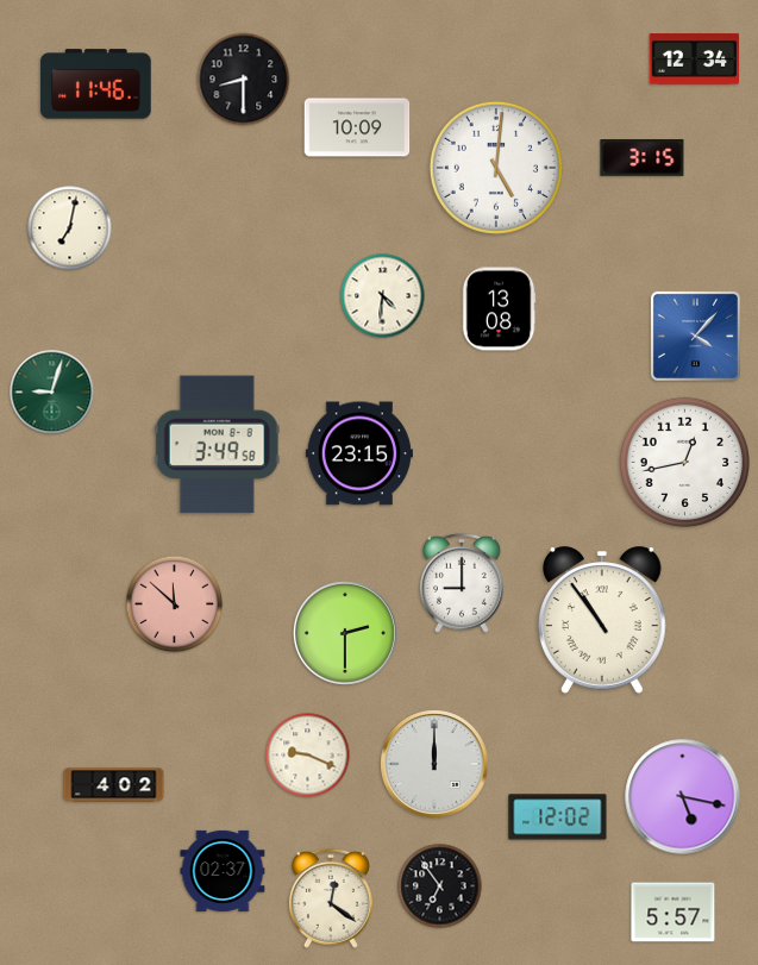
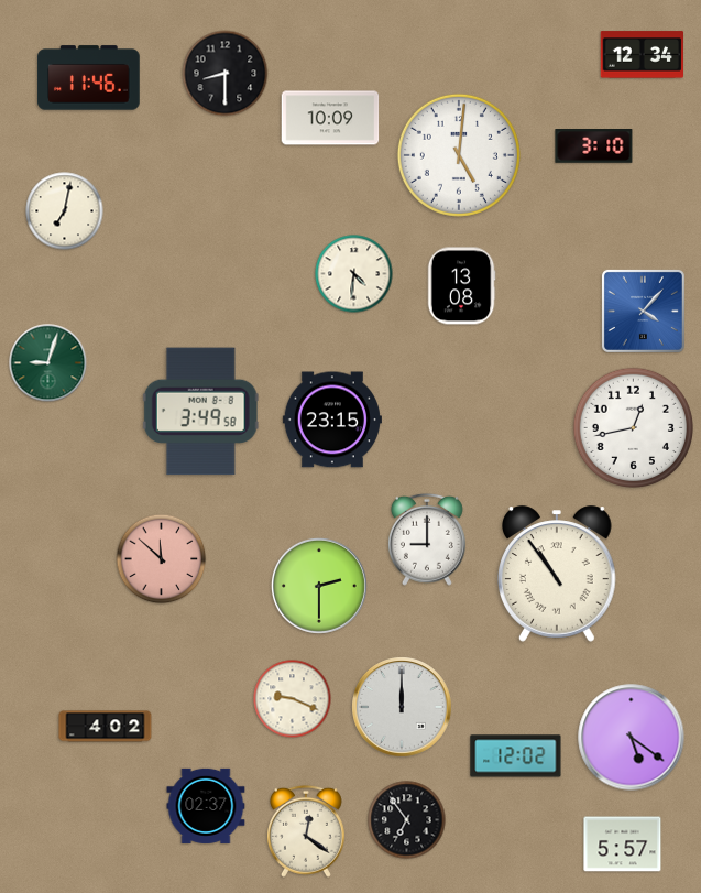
clock at (643, 158): 3:15 -> 3:10
clock at (308, 756) position: (308, 756) -> (293, 699)
clock at (683, 797): 5:17 -> 5:21
